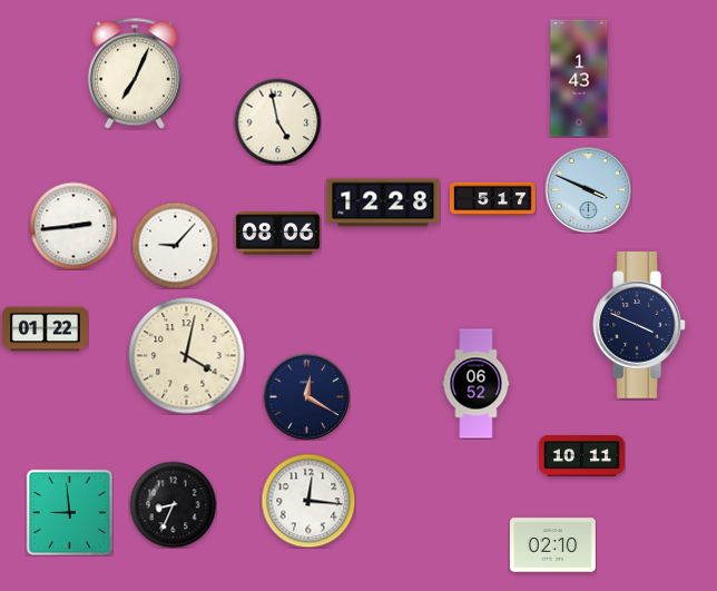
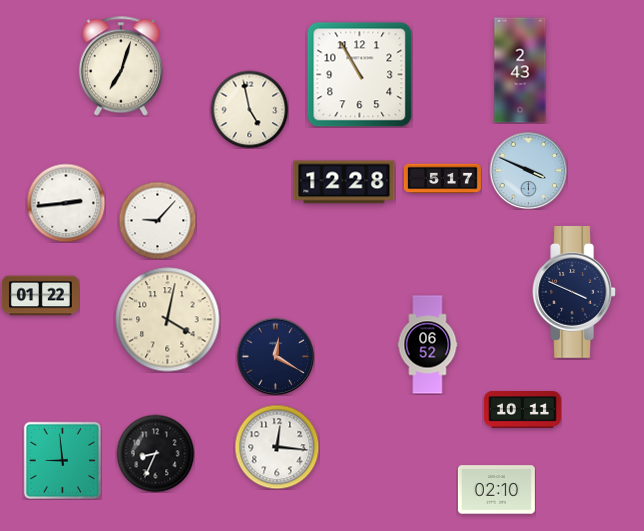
clock at (135, 73): 7:04 -> 7:03
clock at (579, 78): 1:43 -> 2:43
clock at (359, 74): none -> 10:55
clock at (277, 234): 08:06 -> none
clock at (308, 501) position: (308, 501) -> (277, 447)
